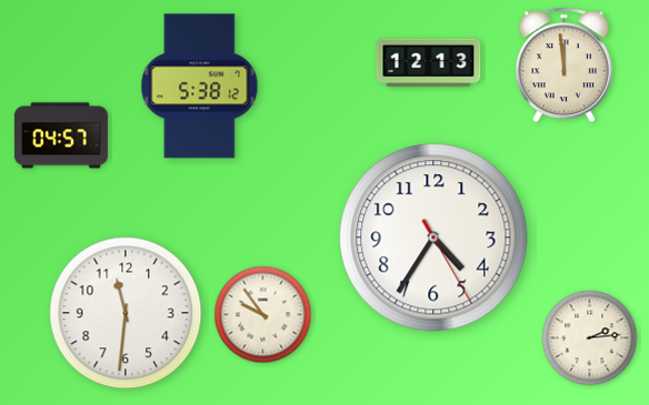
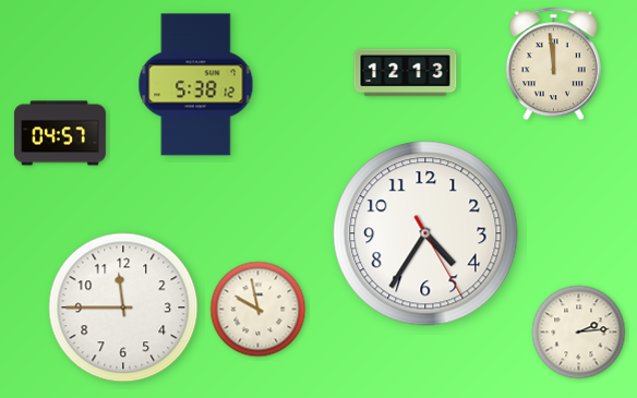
clock at (429, 63) position: (429, 63) -> (406, 73)
clock at (126, 313): 11:31 -> 11:45
clock at (263, 315): 9:54 -> 9:58
